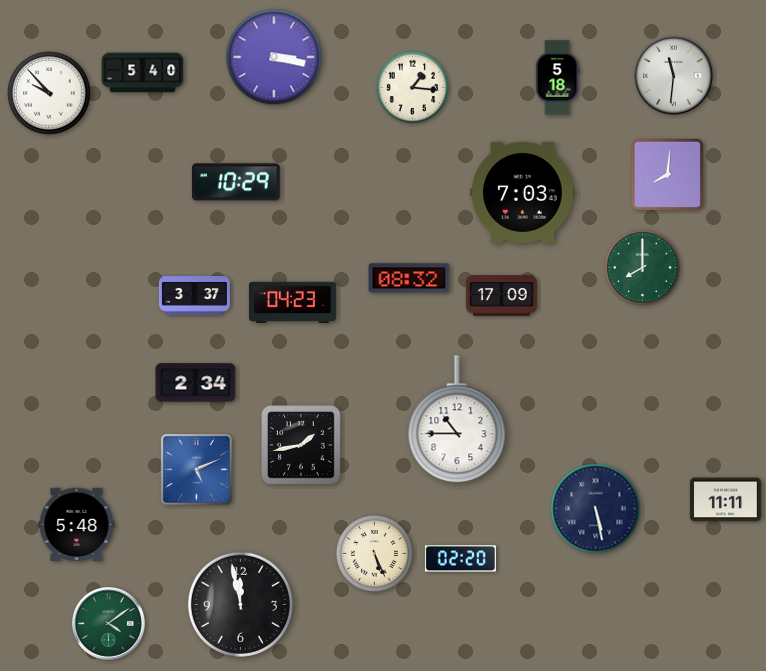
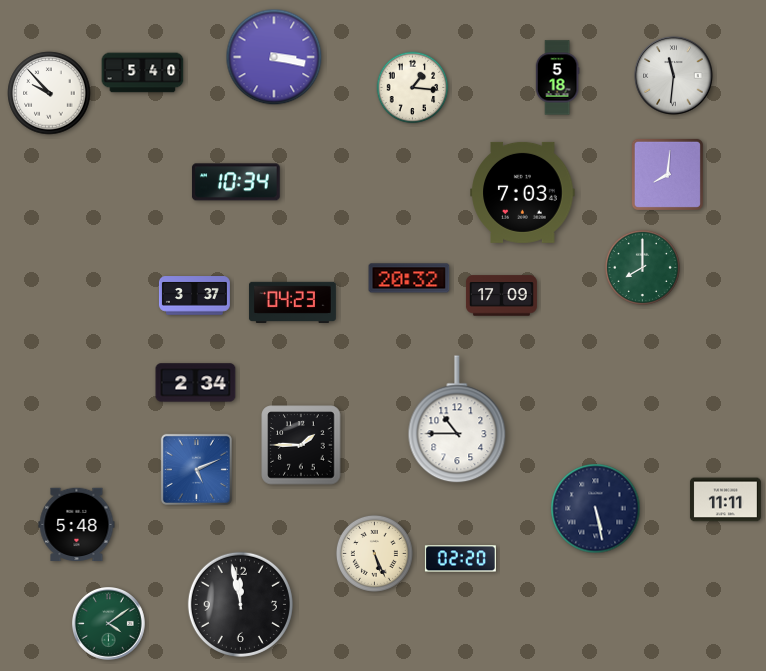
clock at (236, 182): 10:29 -> 10:34
clock at (409, 278): 08:32 -> 20:32
clock at (301, 445): 1:43 -> 1:45
